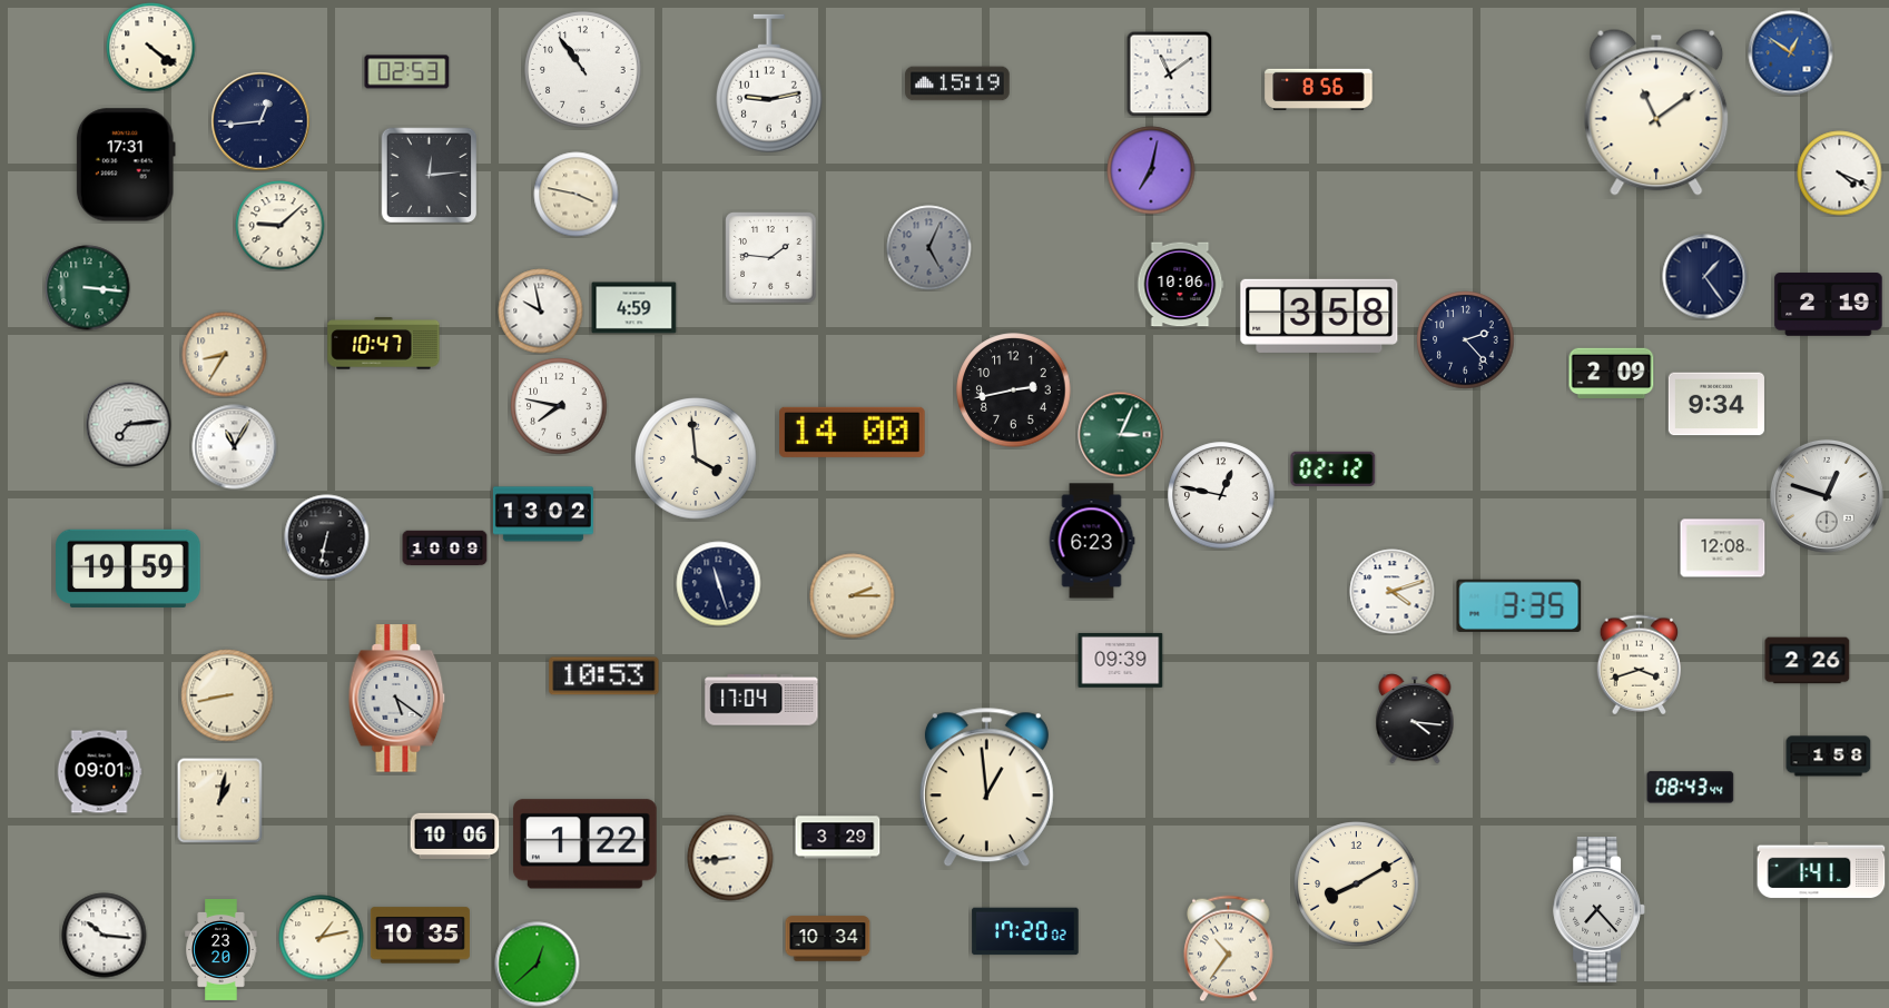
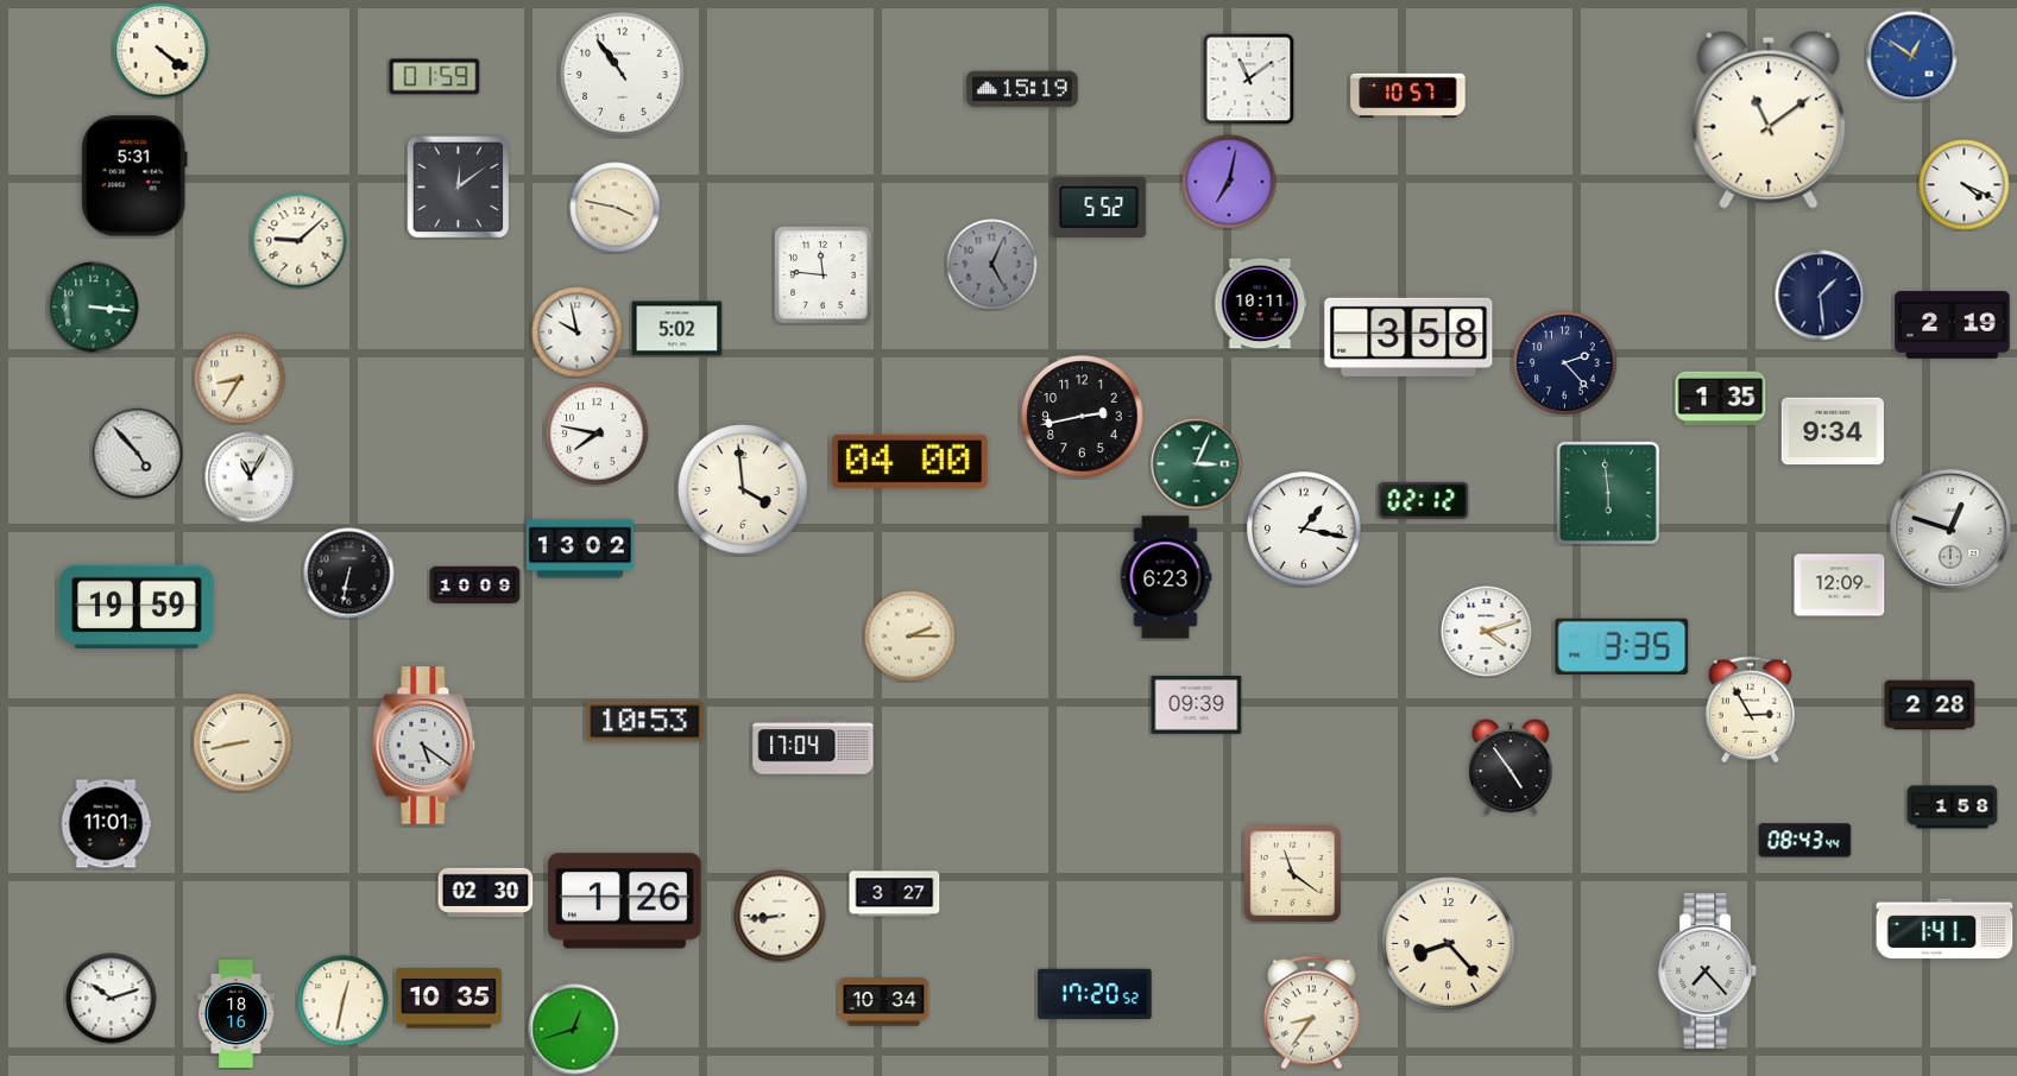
clock at (407, 72): 02:53 -> 01:59
clock at (769, 83): 9:13 -> none
clock at (1319, 90): 8:56 -> 10:57
clock at (260, 121): 12:44 -> none
clock at (126, 165): 17:31 -> 5:31
clock at (430, 176): 12:14 -> 12:09
clock at (1099, 207): none -> 5:52
clock at (771, 258): 1:46 -> 11:46
clock at (1705, 277): 1:24 -> 1:29
clock at (1180, 285): 10:06 -> 10:11
clock at (634, 308): 4:59 -> 5:02
clock at (384, 344): 10:47 -> none
clock at (1612, 373): 2:09 -> 1:35
clock at (129, 425): 7:14 -> 4:53
clock at (853, 432): 14:00 -> 04:00
clock at (1608, 493): none -> 5:59
clock at (1221, 495): 12:47 -> 1:17
clock at (1723, 549): 12:08 -> 12:09
clock at (719, 584): 11:27 -> none
clock at (1808, 661): 2:26 -> 2:28
clock at (1639, 665): 3:42 -> 2:55
clock at (1415, 719): 4:16 -> 4:54
clock at (99, 772): 09:01 -> 11:01
clock at (986, 788): 12:59 -> none
clock at (220, 801): 1:02 -> none
clock at (1292, 873): none -> 11:21
clock at (455, 836): 10:06 -> 02:30
clock at (838, 838): 3:29 -> 3:27
clock at (584, 844): 1:22 -> 1:26
clock at (1357, 885): 8:10 -> 8:23
clock at (1025, 931): 17:20:02 -> 17:20:52
clock at (105, 936): 10:16 -> 10:12
clock at (322, 938): 1:13 -> 12:32
clock at (1229, 949): 10:36 -> 8:36
clock at (222, 950): 23:20 -> 18:16
clock at (538, 965): 12:38 -> 12:42
